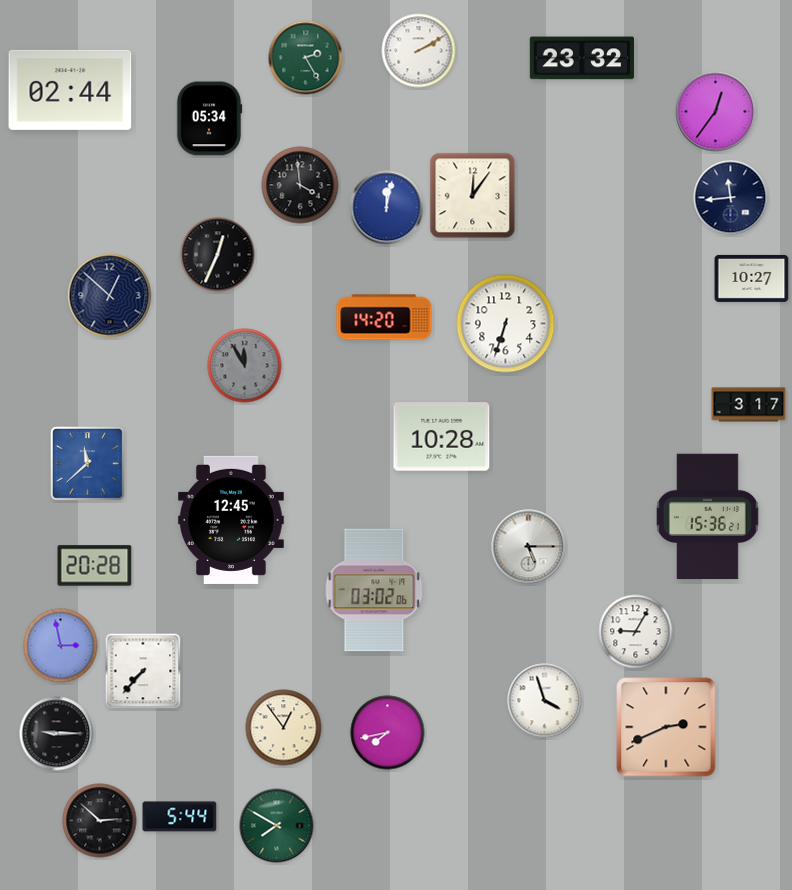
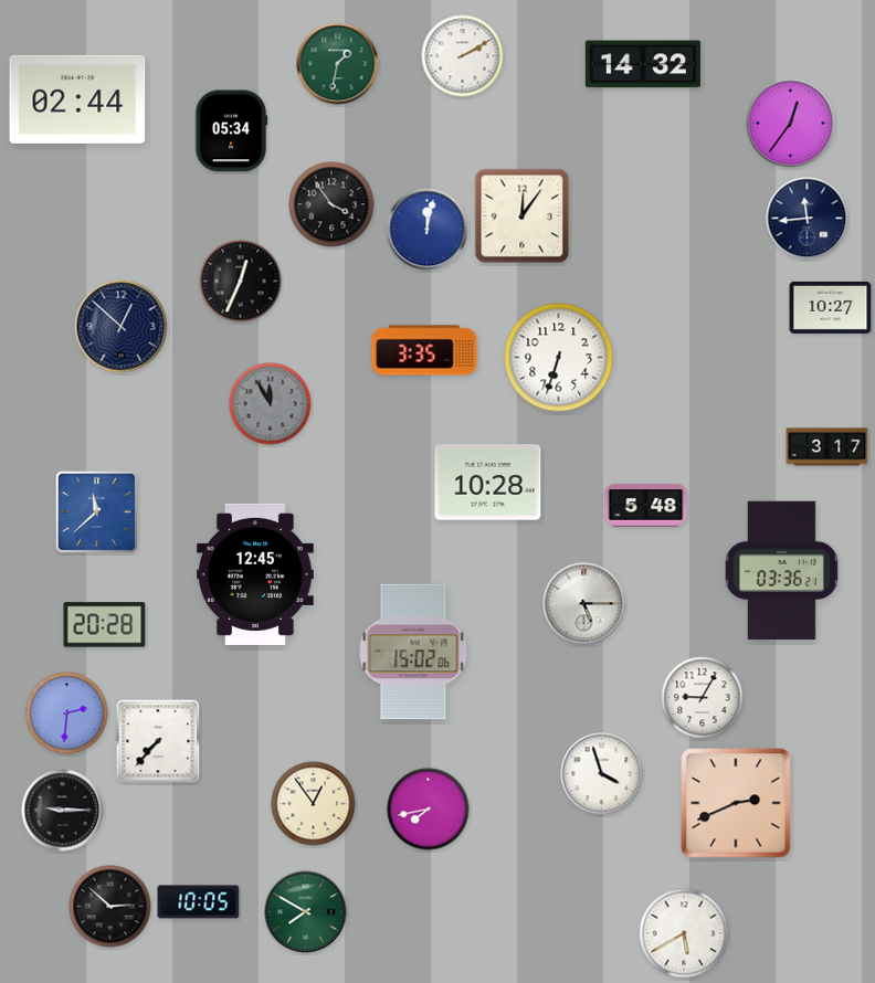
clock at (306, 58): 2:25 -> 1:32
clock at (582, 58): 23:32 -> 14:32
clock at (300, 185): 3:59 -> 3:54
clock at (384, 317): 14:20 -> 3:35
clock at (646, 506): none -> 5:48
clock at (707, 517): 15:36 -> 03:36
clock at (374, 590): 03:02 -> 15:02
clock at (61, 646): 2:58 -> 2:31
clock at (180, 817): 5:44 -> 10:05
clock at (684, 933): none -> 5:40
